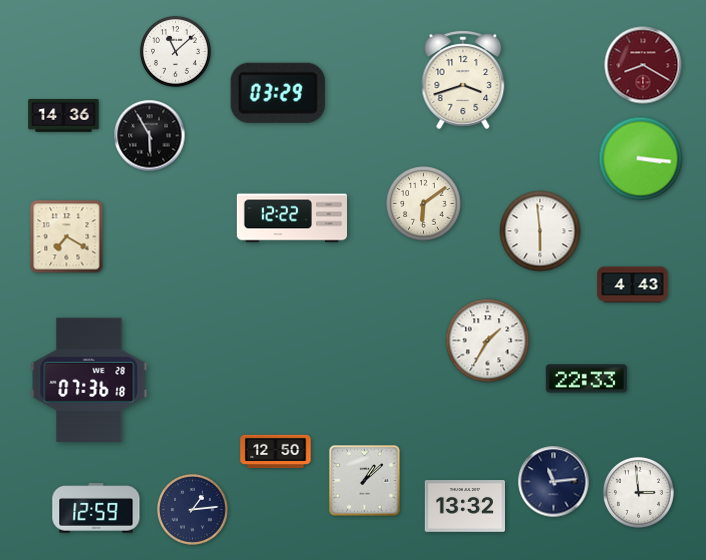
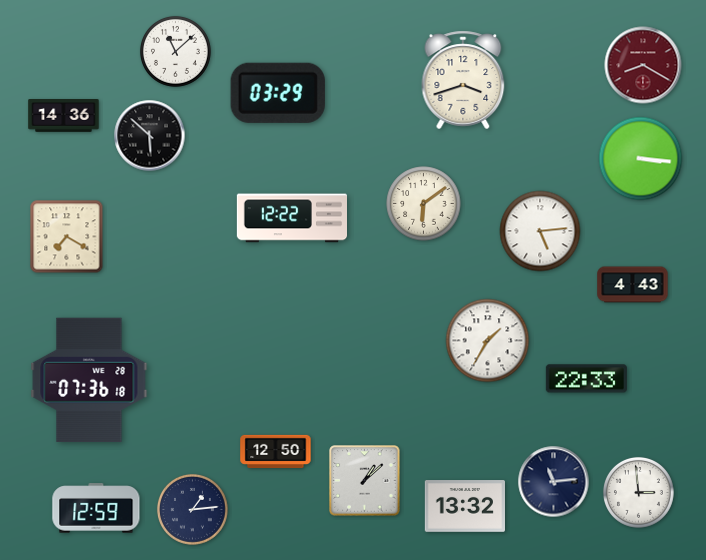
clock at (150, 136): 5:55 -> 5:52
clock at (540, 231): 5:59 -> 5:14
